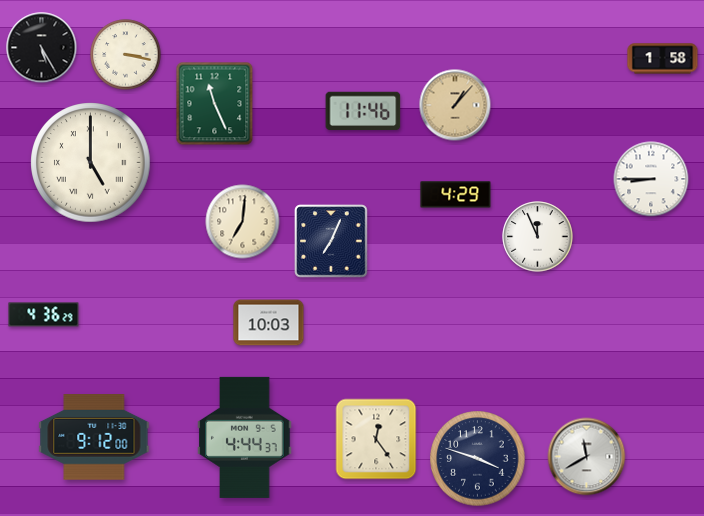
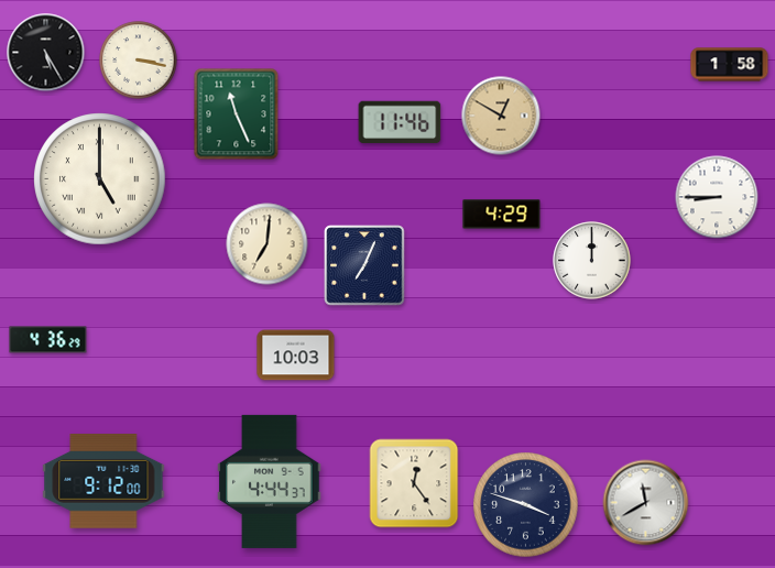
clock at (455, 105): 1:07 -> 12:50
clock at (538, 237): 11:56 -> 12:00
clock at (44, 315) position: (44, 315) -> (48, 340)
